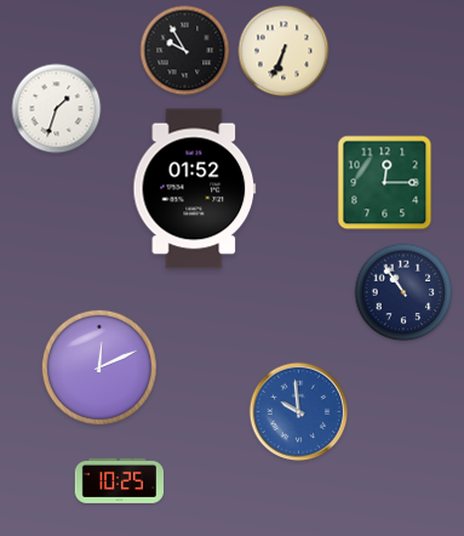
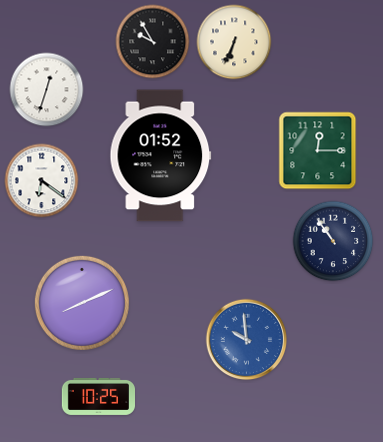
clock at (57, 109): 1:33 -> 12:33
clock at (42, 181): none -> 6:21
clock at (99, 367): 12:11 -> 8:11
